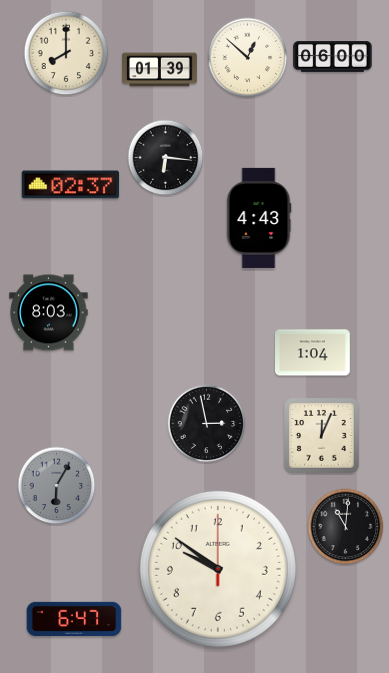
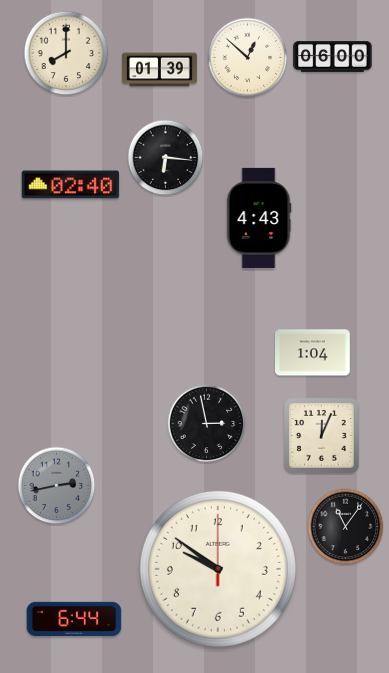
clock at (71, 185): 02:37 -> 02:40
clock at (49, 313): 8:03 -> none
clock at (57, 486): 6:05 -> 2:43
clock at (346, 527): 11:01 -> 11:06
clock at (74, 618): 6:47 -> 6:44
